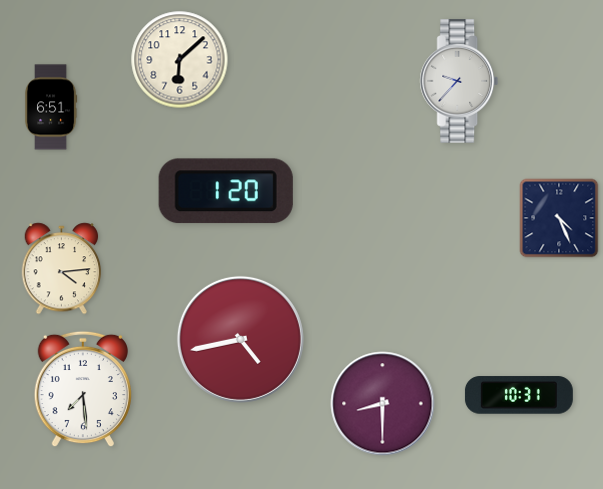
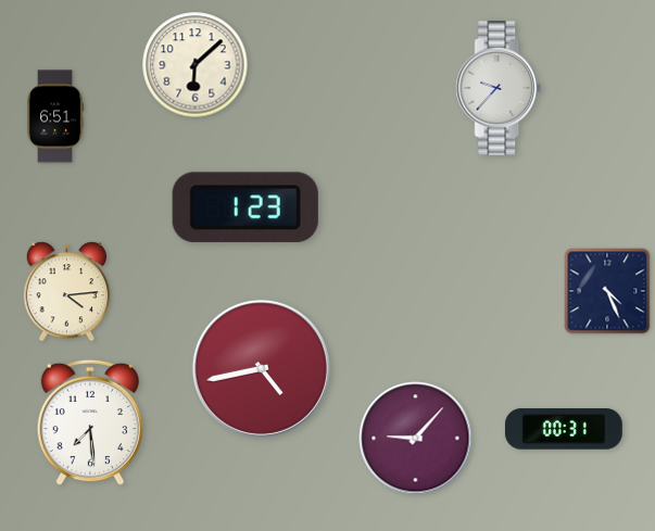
clock at (226, 191): 1:20 -> 1:23
clock at (559, 218) position: (559, 218) -> (607, 291)
clock at (519, 395): 10:31 -> 00:31
clock at (383, 404): 8:30 -> 9:07
